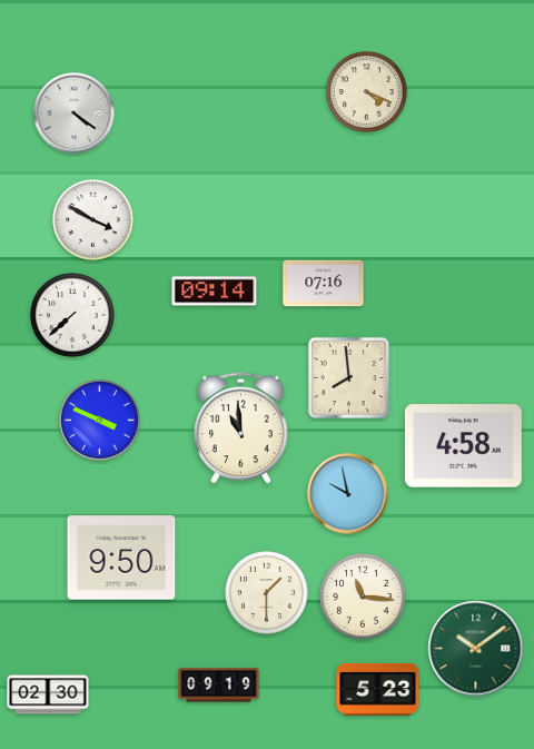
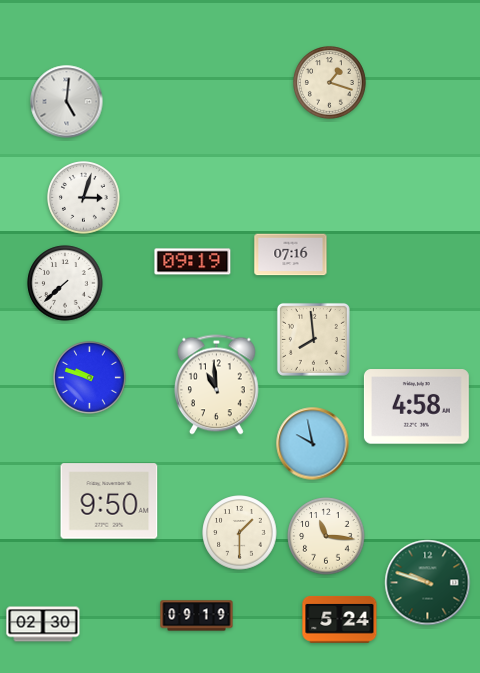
clock at (367, 92): 4:19 -> 1:18
clock at (75, 114): 4:21 -> 5:01
clock at (93, 220): 3:50 -> 3:03
clock at (215, 292): 09:14 -> 09:19
clock at (100, 421): 3:49 -> 9:48
clock at (463, 446) position: (463, 446) -> (416, 407)
clock at (476, 649): 10:09 -> 9:48
clock at (378, 690): 5:23 -> 5:24
